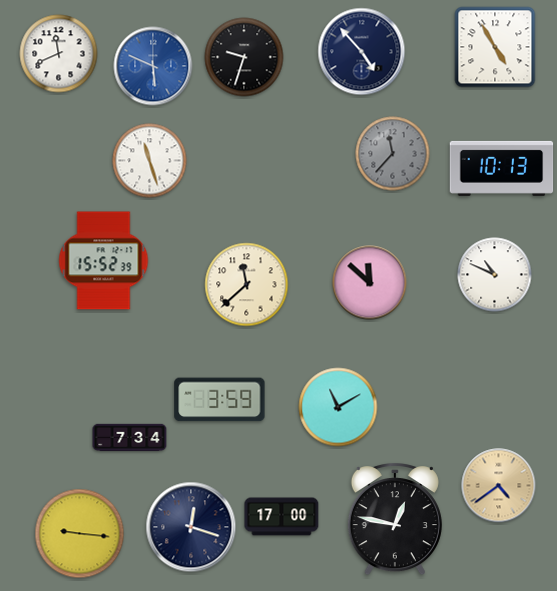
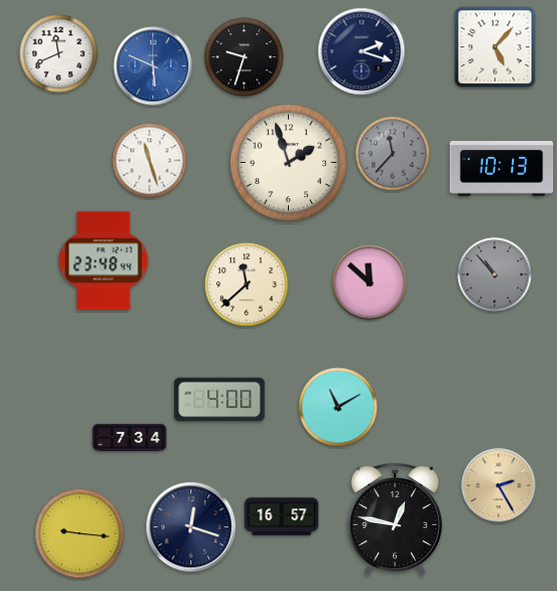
clock at (495, 47): 4:55 -> 5:07
clock at (362, 52): 4:53 -> 2:18
clock at (289, 163): none -> 1:57
clock at (104, 261): 15:52 -> 23:48
clock at (495, 275): 10:49 -> 10:53
clock at (495, 275) dial: white -> grey
clock at (220, 400): 3:59 -> 4:00
clock at (499, 486): 4:39 -> 2:25
clock at (282, 517): 17:00 -> 16:57
